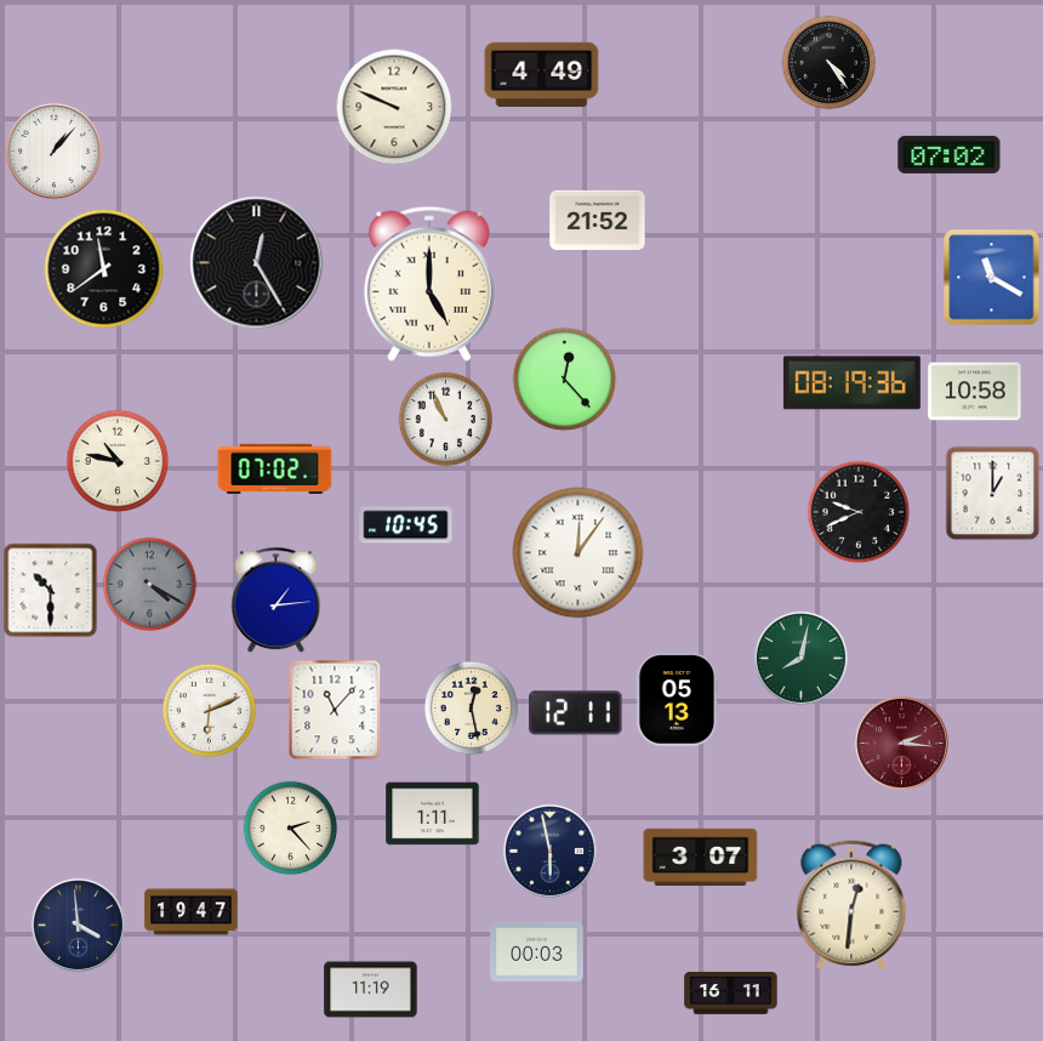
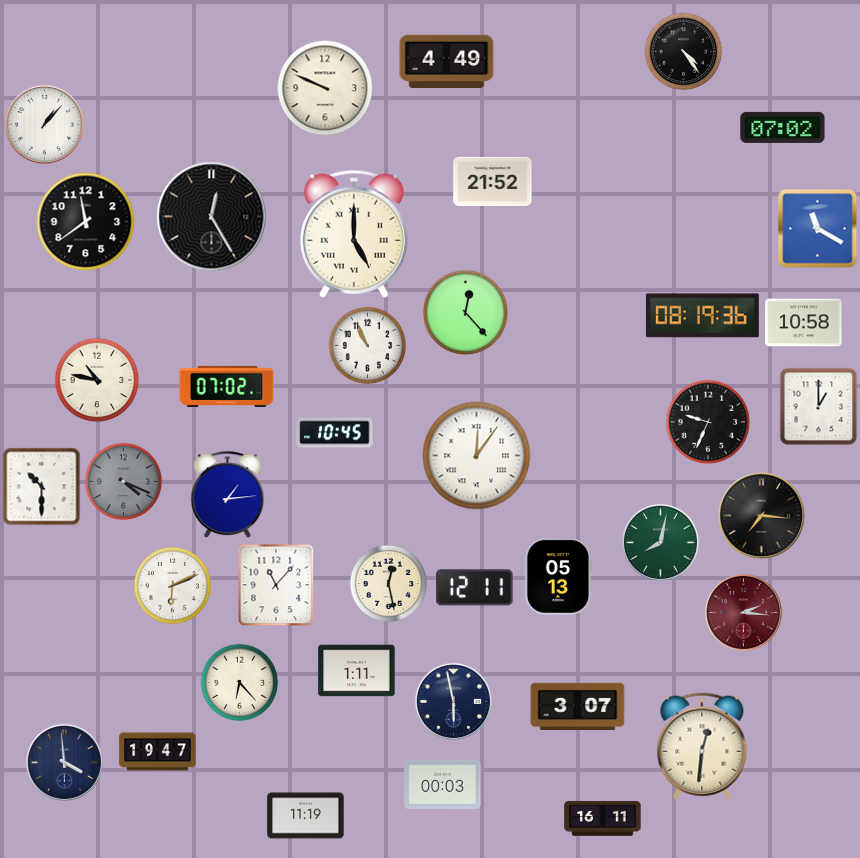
clock at (859, 512): 9:41 -> 9:34
clock at (149, 584): 4:20 -> 4:19
clock at (761, 515): none -> 7:16
clock at (290, 827): 2:23 -> 6:23
